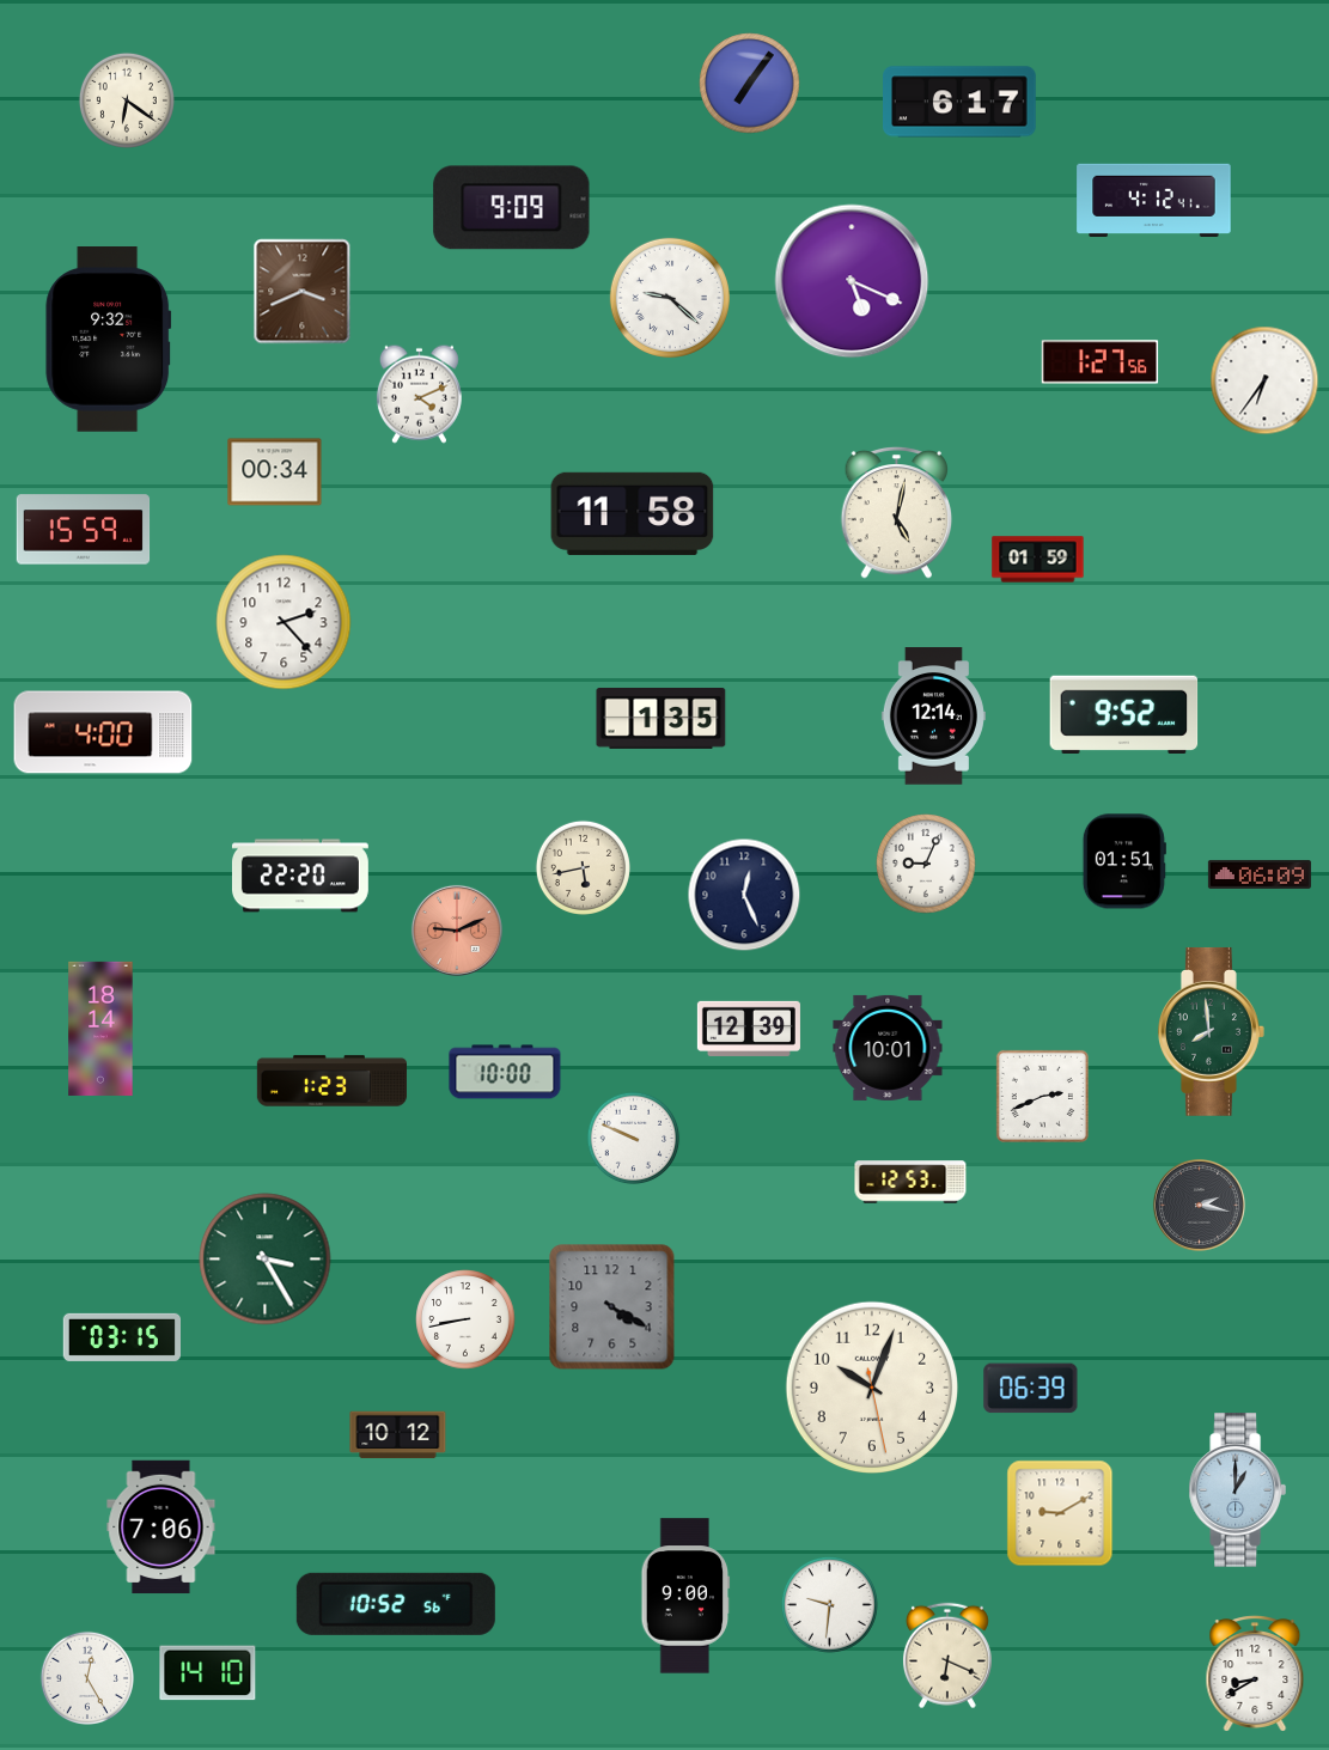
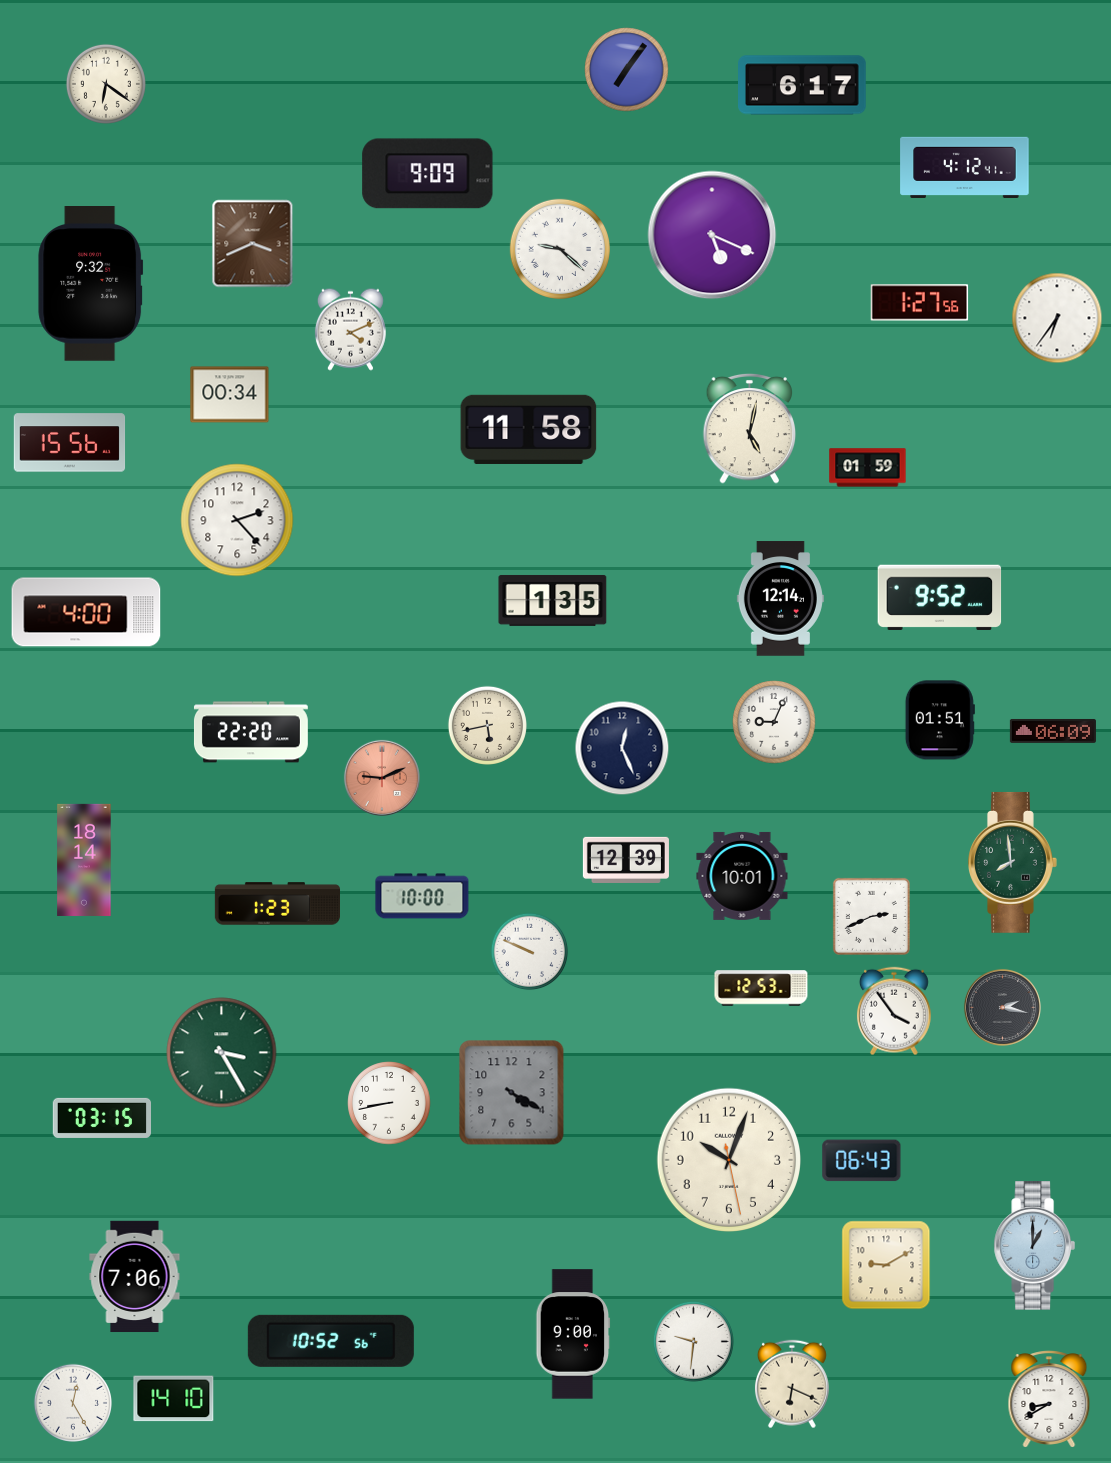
clock at (84, 530): 15:59 -> 15:56
clock at (894, 1011): none -> 3:54
clock at (1031, 1389): 06:39 -> 06:43
clock at (398, 1435): 10:12 -> none
